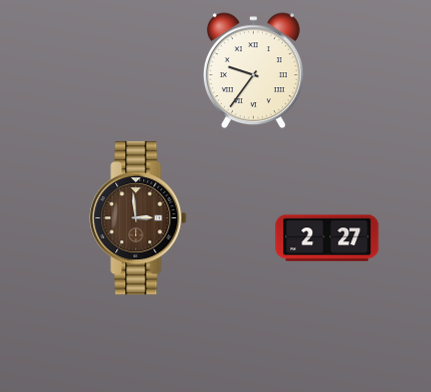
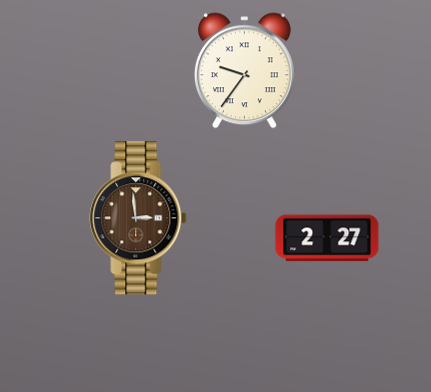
clock at (253, 71) position: (253, 71) -> (244, 71)
